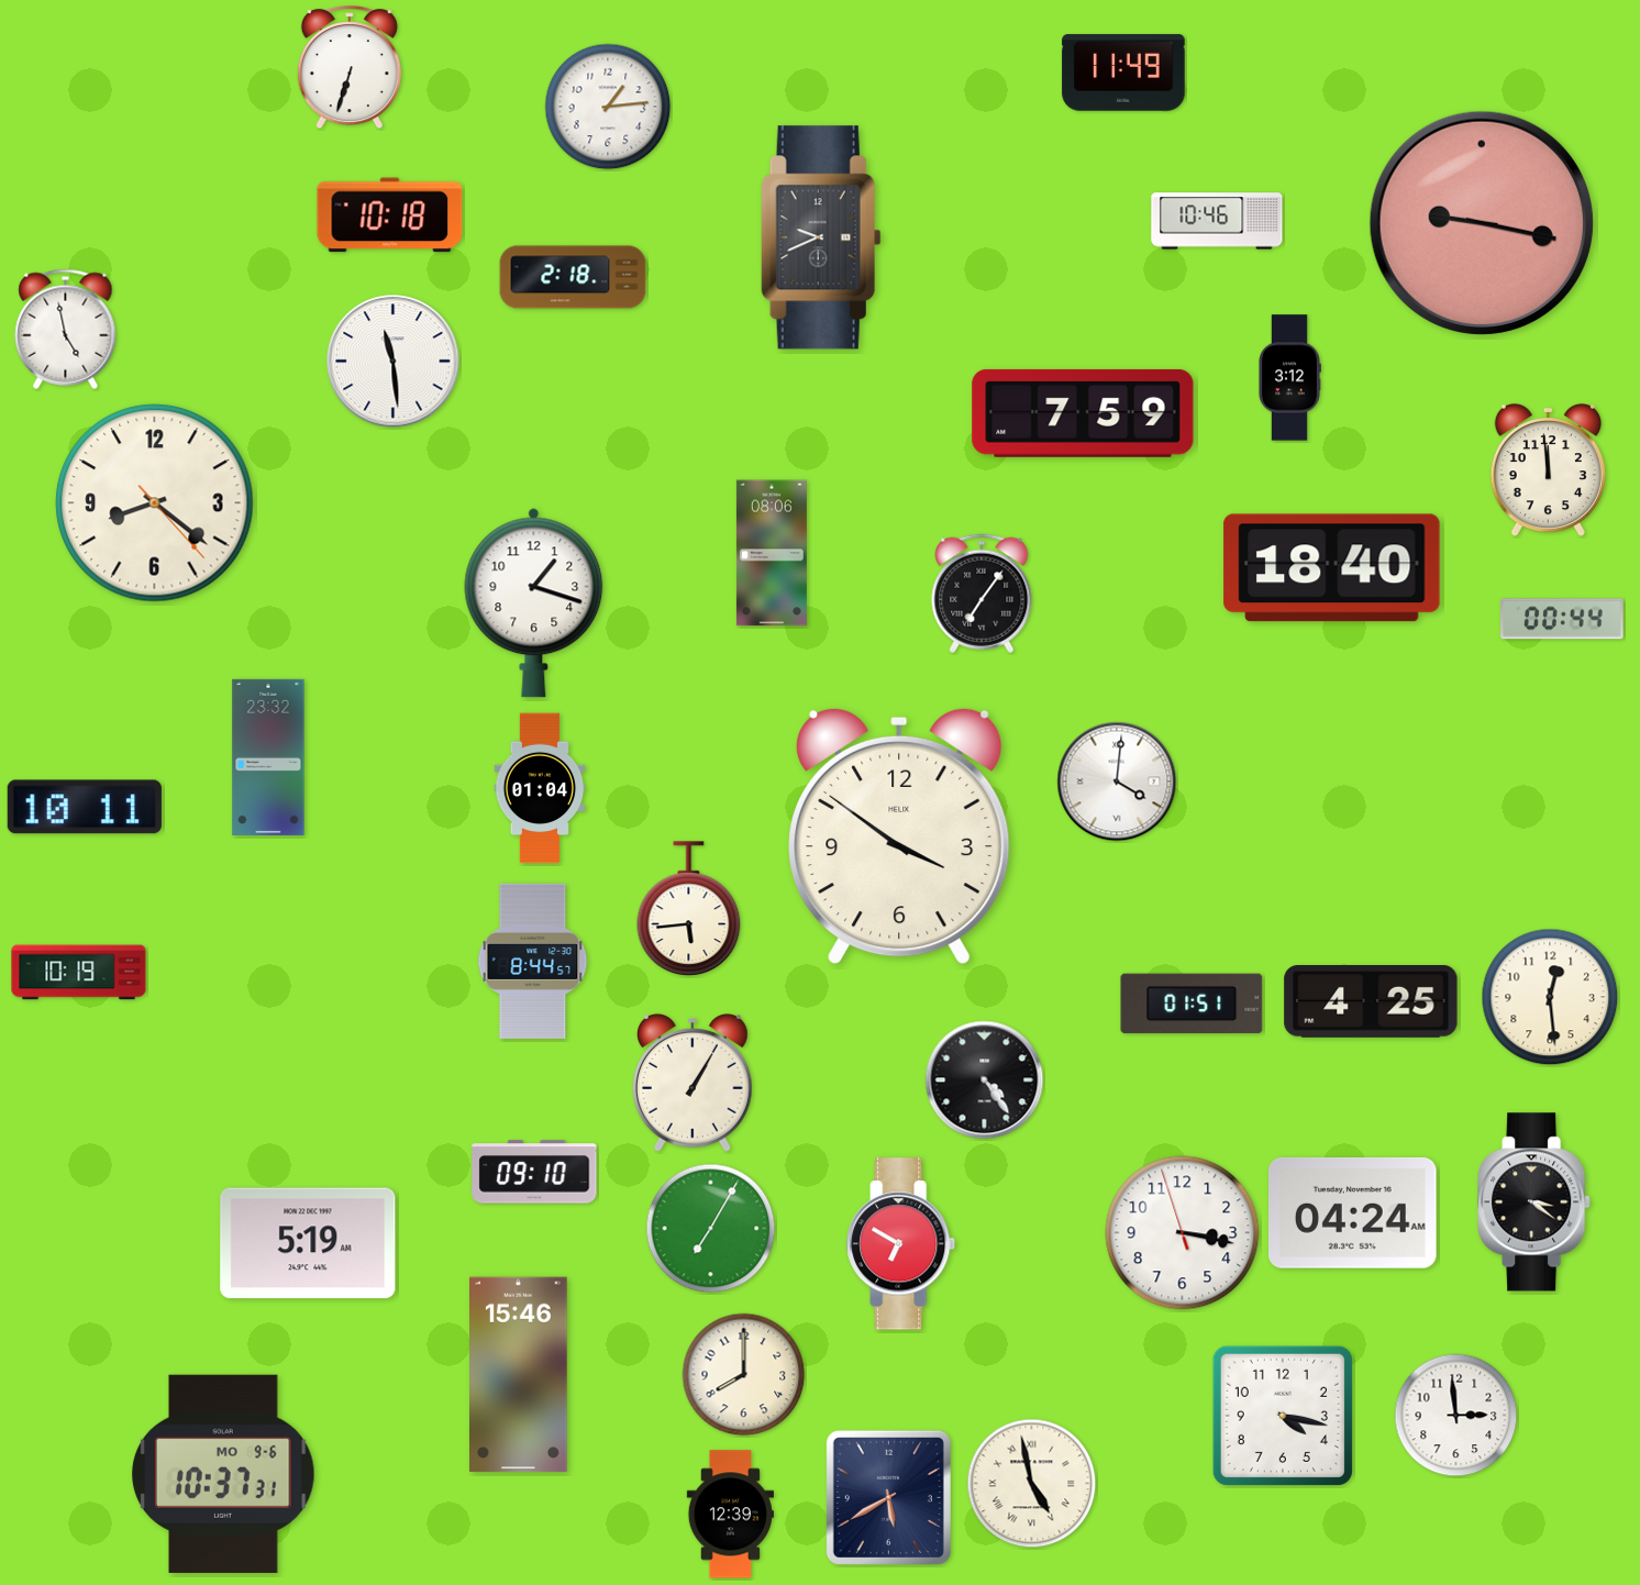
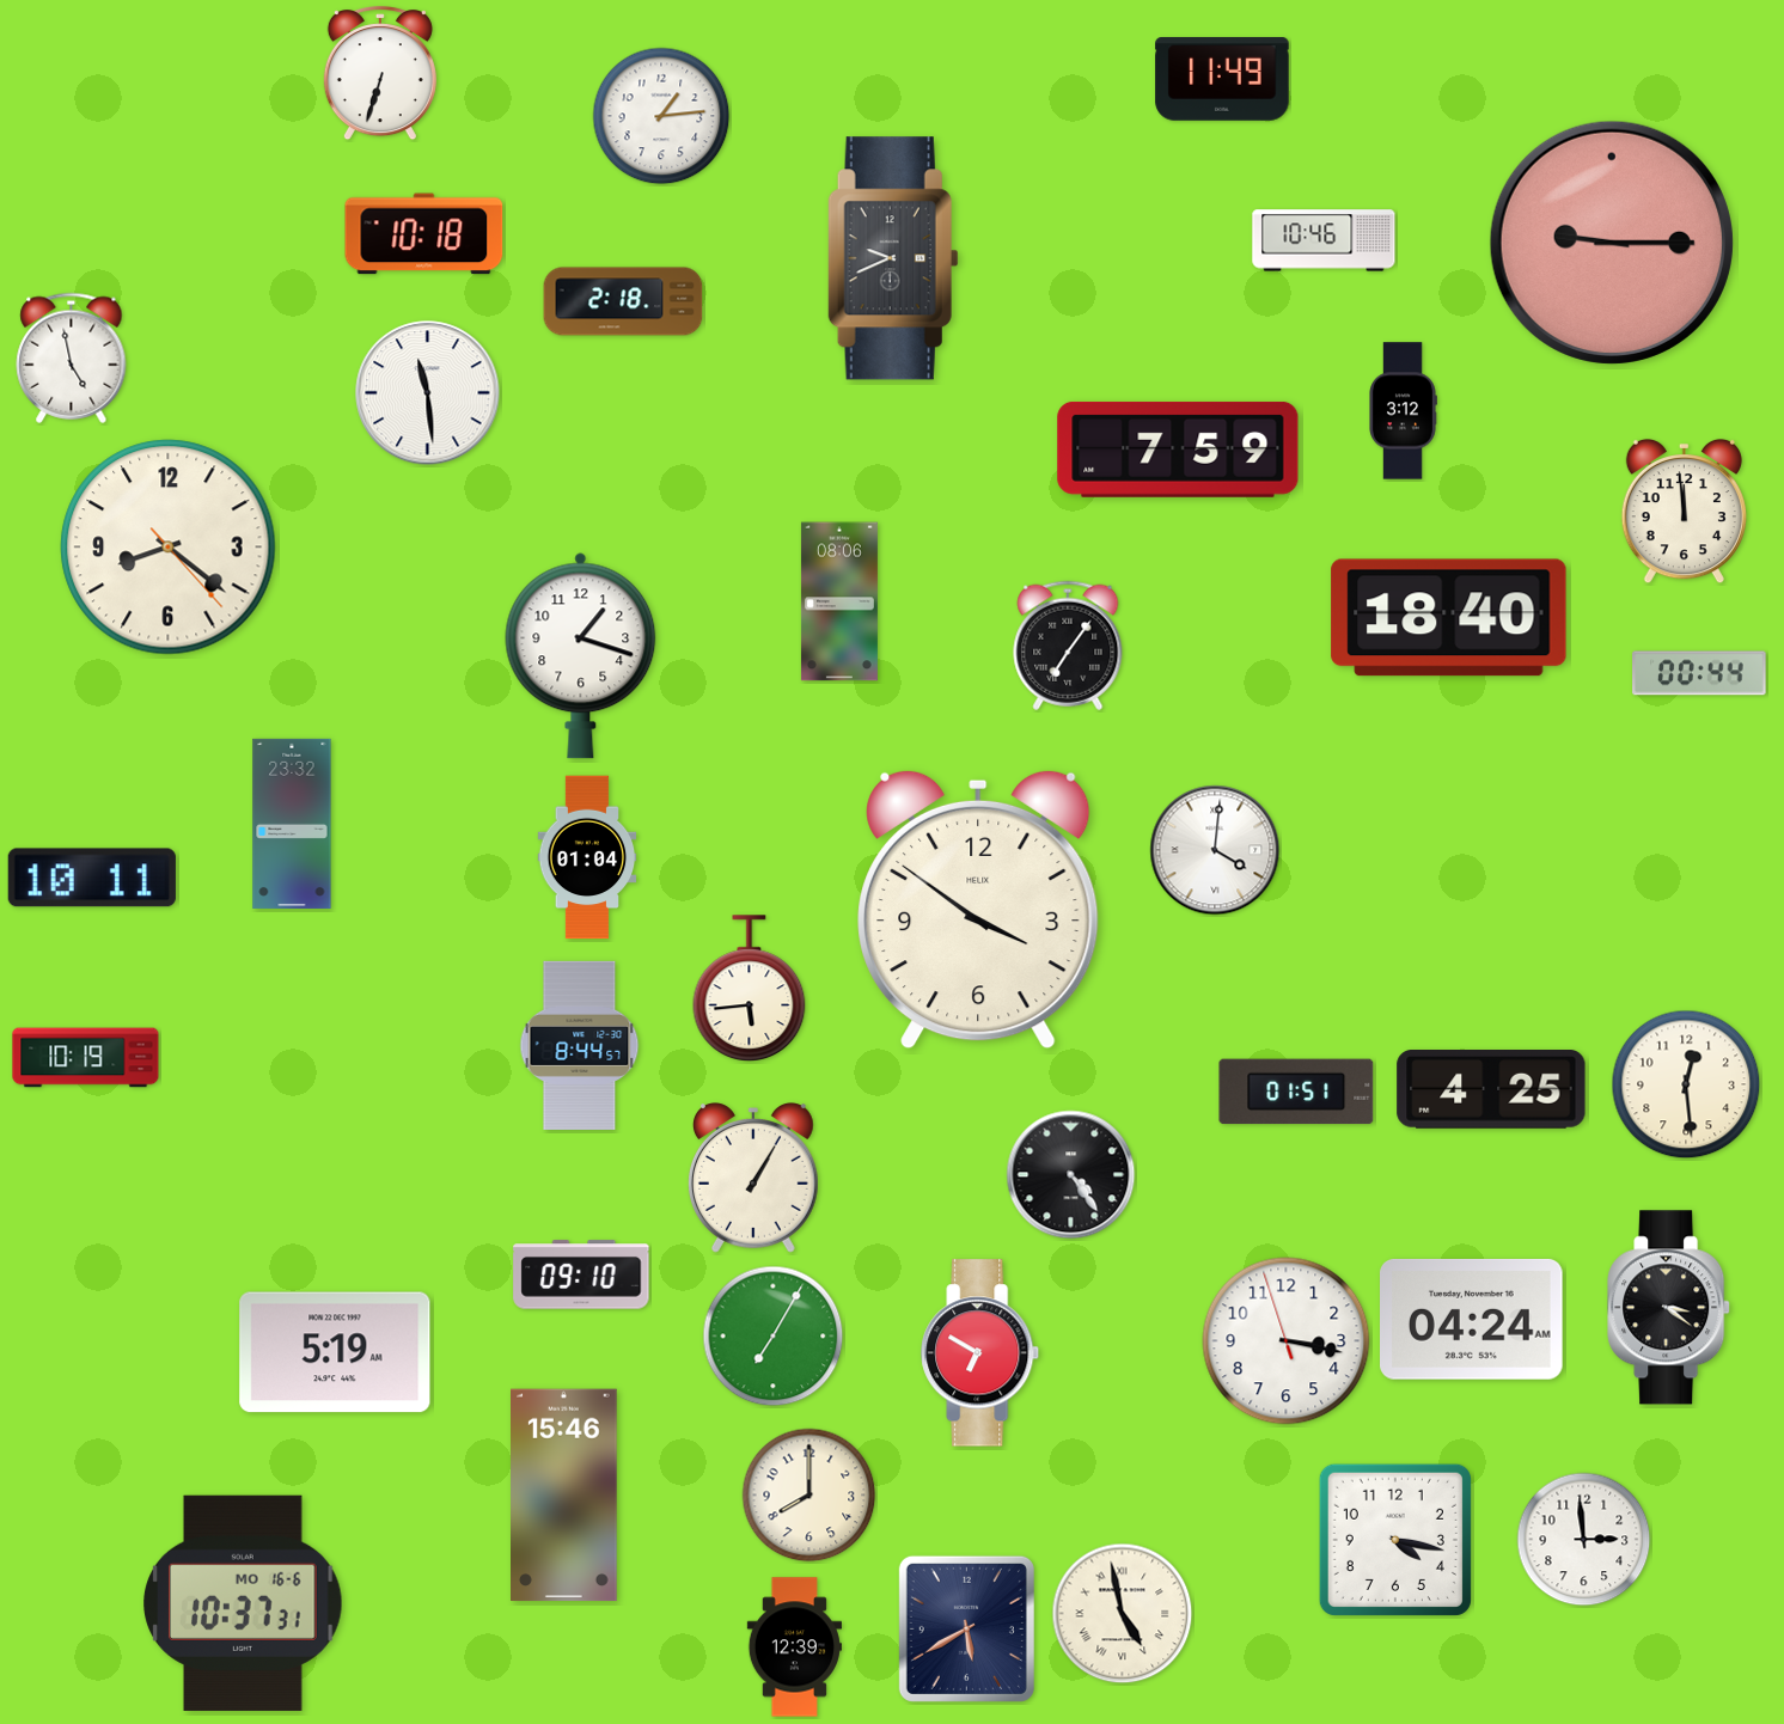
clock at (1482, 223): 9:17 -> 9:15
clock at (223, 1474) date: MO 9-6 -> MO 16-6
